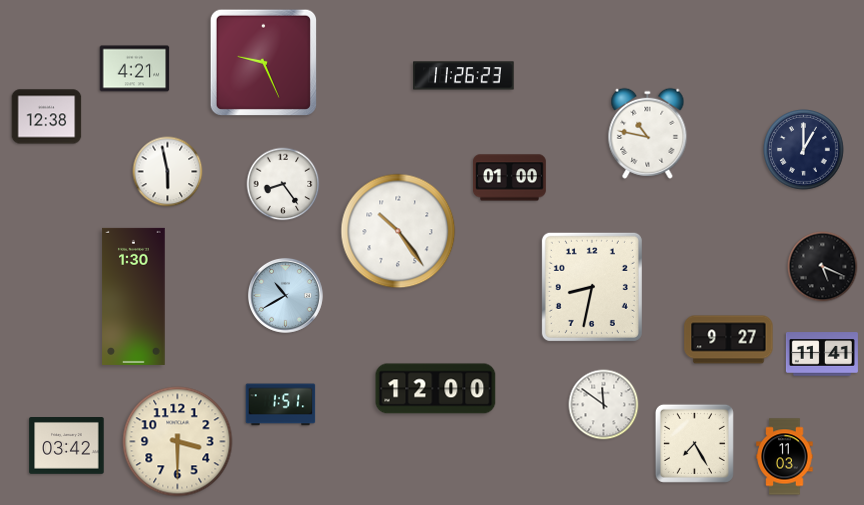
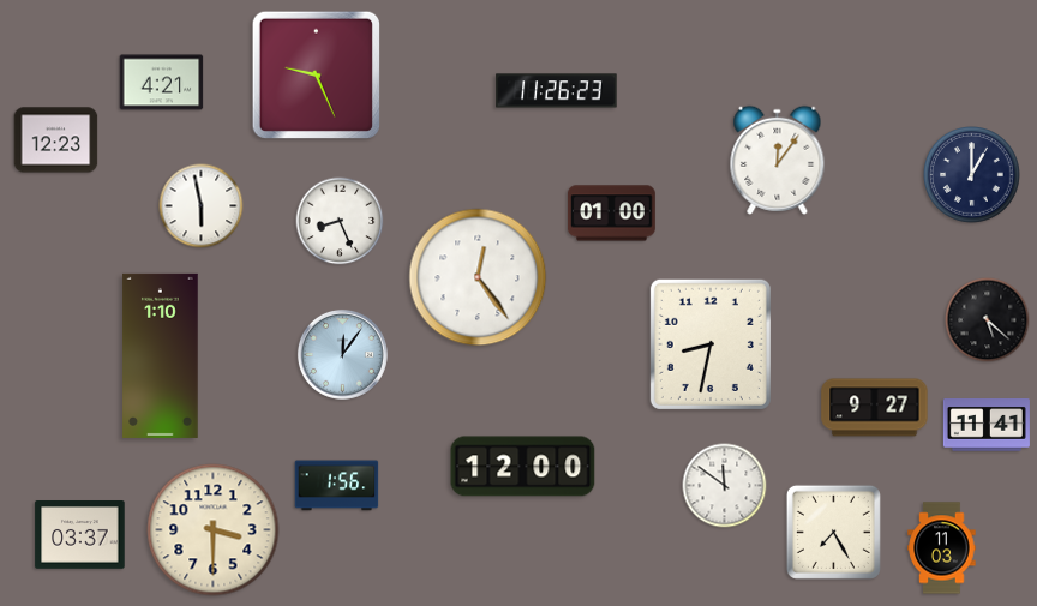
clock at (47, 117): 12:38 -> 12:23
clock at (648, 133): 10:47 -> 12:06
clock at (804, 150) position: (804, 150) -> (972, 175)
clock at (283, 184): 8:24 -> 8:26
clock at (398, 231): 10:24 -> 12:24
clock at (823, 267): 5:19 -> 5:22
clock at (285, 295): 10:40 -> 12:06
clock at (134, 296): 1:30 -> 1:10
clock at (281, 405): 1:51 -> 1:56
clock at (67, 446): 03:42 -> 03:37
